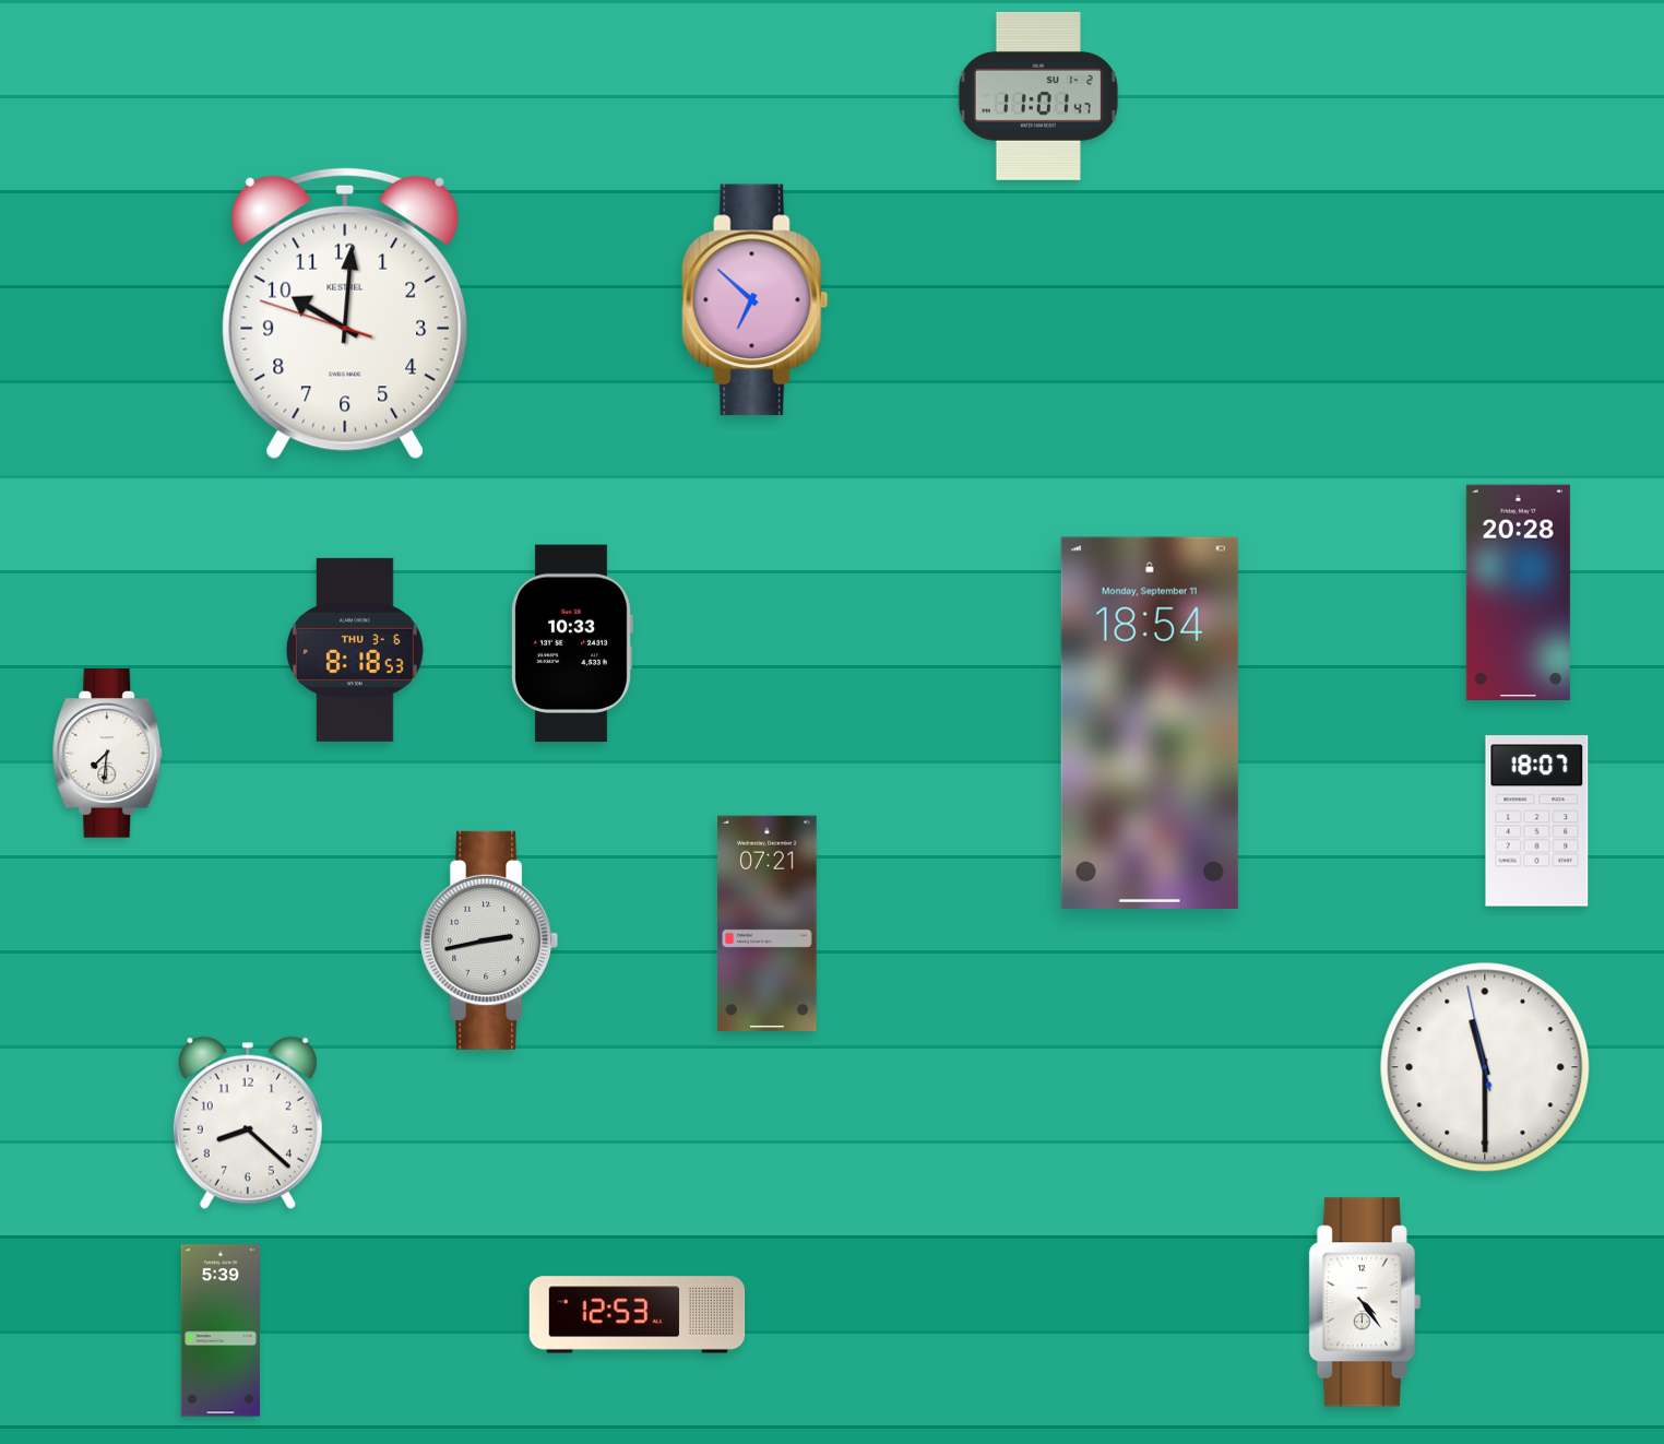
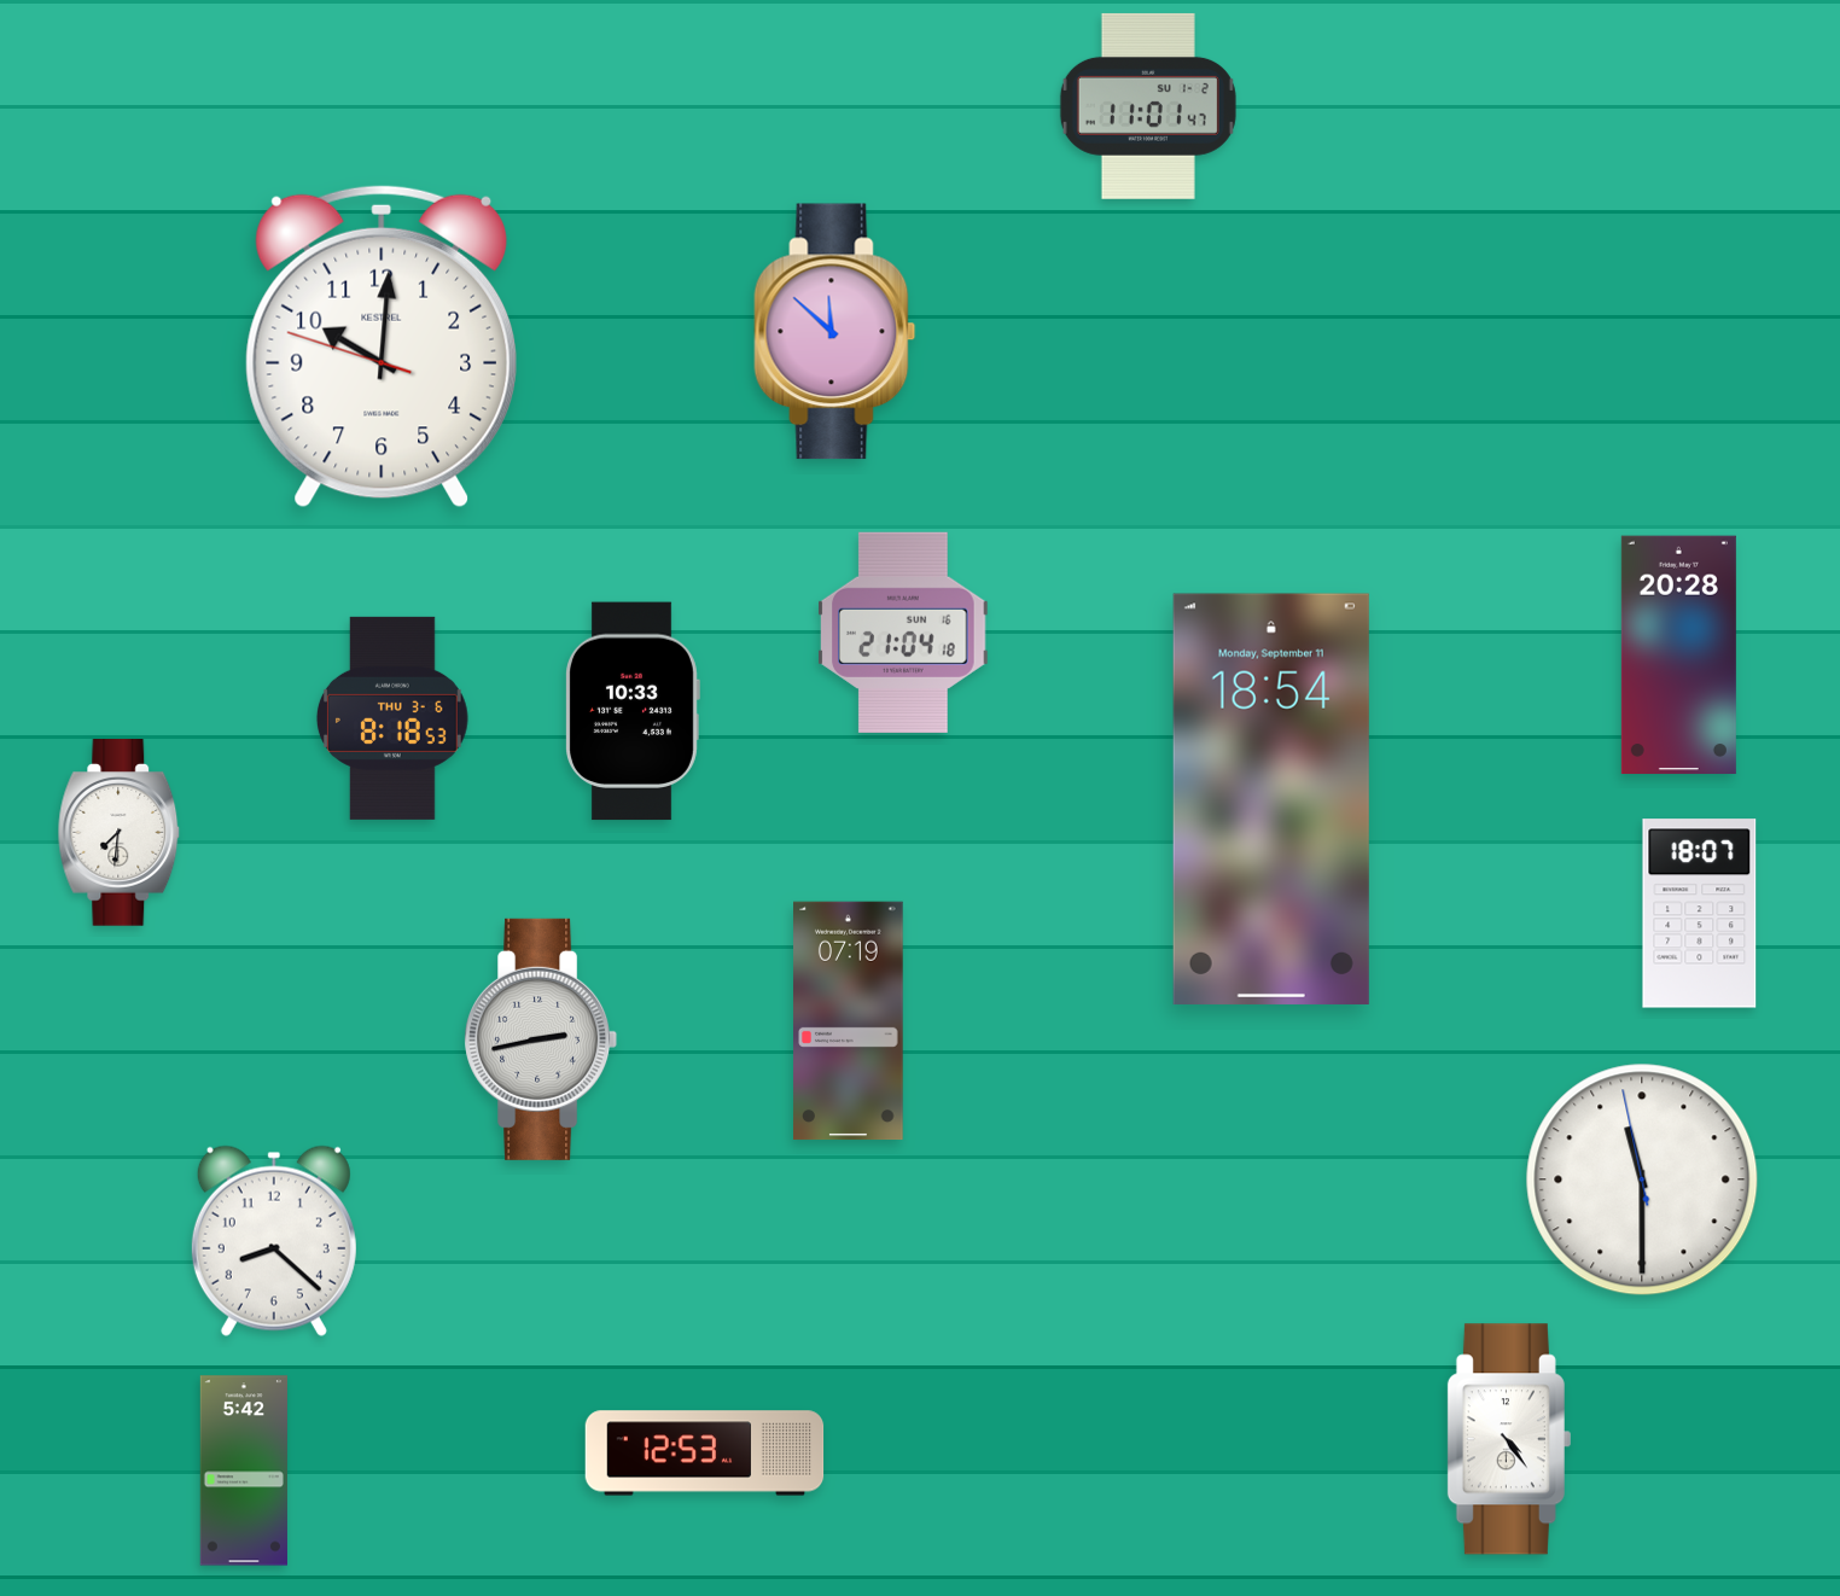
clock at (756, 300): 6:52 -> 11:52
clock at (903, 633): none -> 21:04
clock at (1537, 821) position: (1537, 821) -> (1700, 914)
clock at (768, 924): 07:21 -> 07:19
clock at (221, 1330): 5:39 -> 5:42
